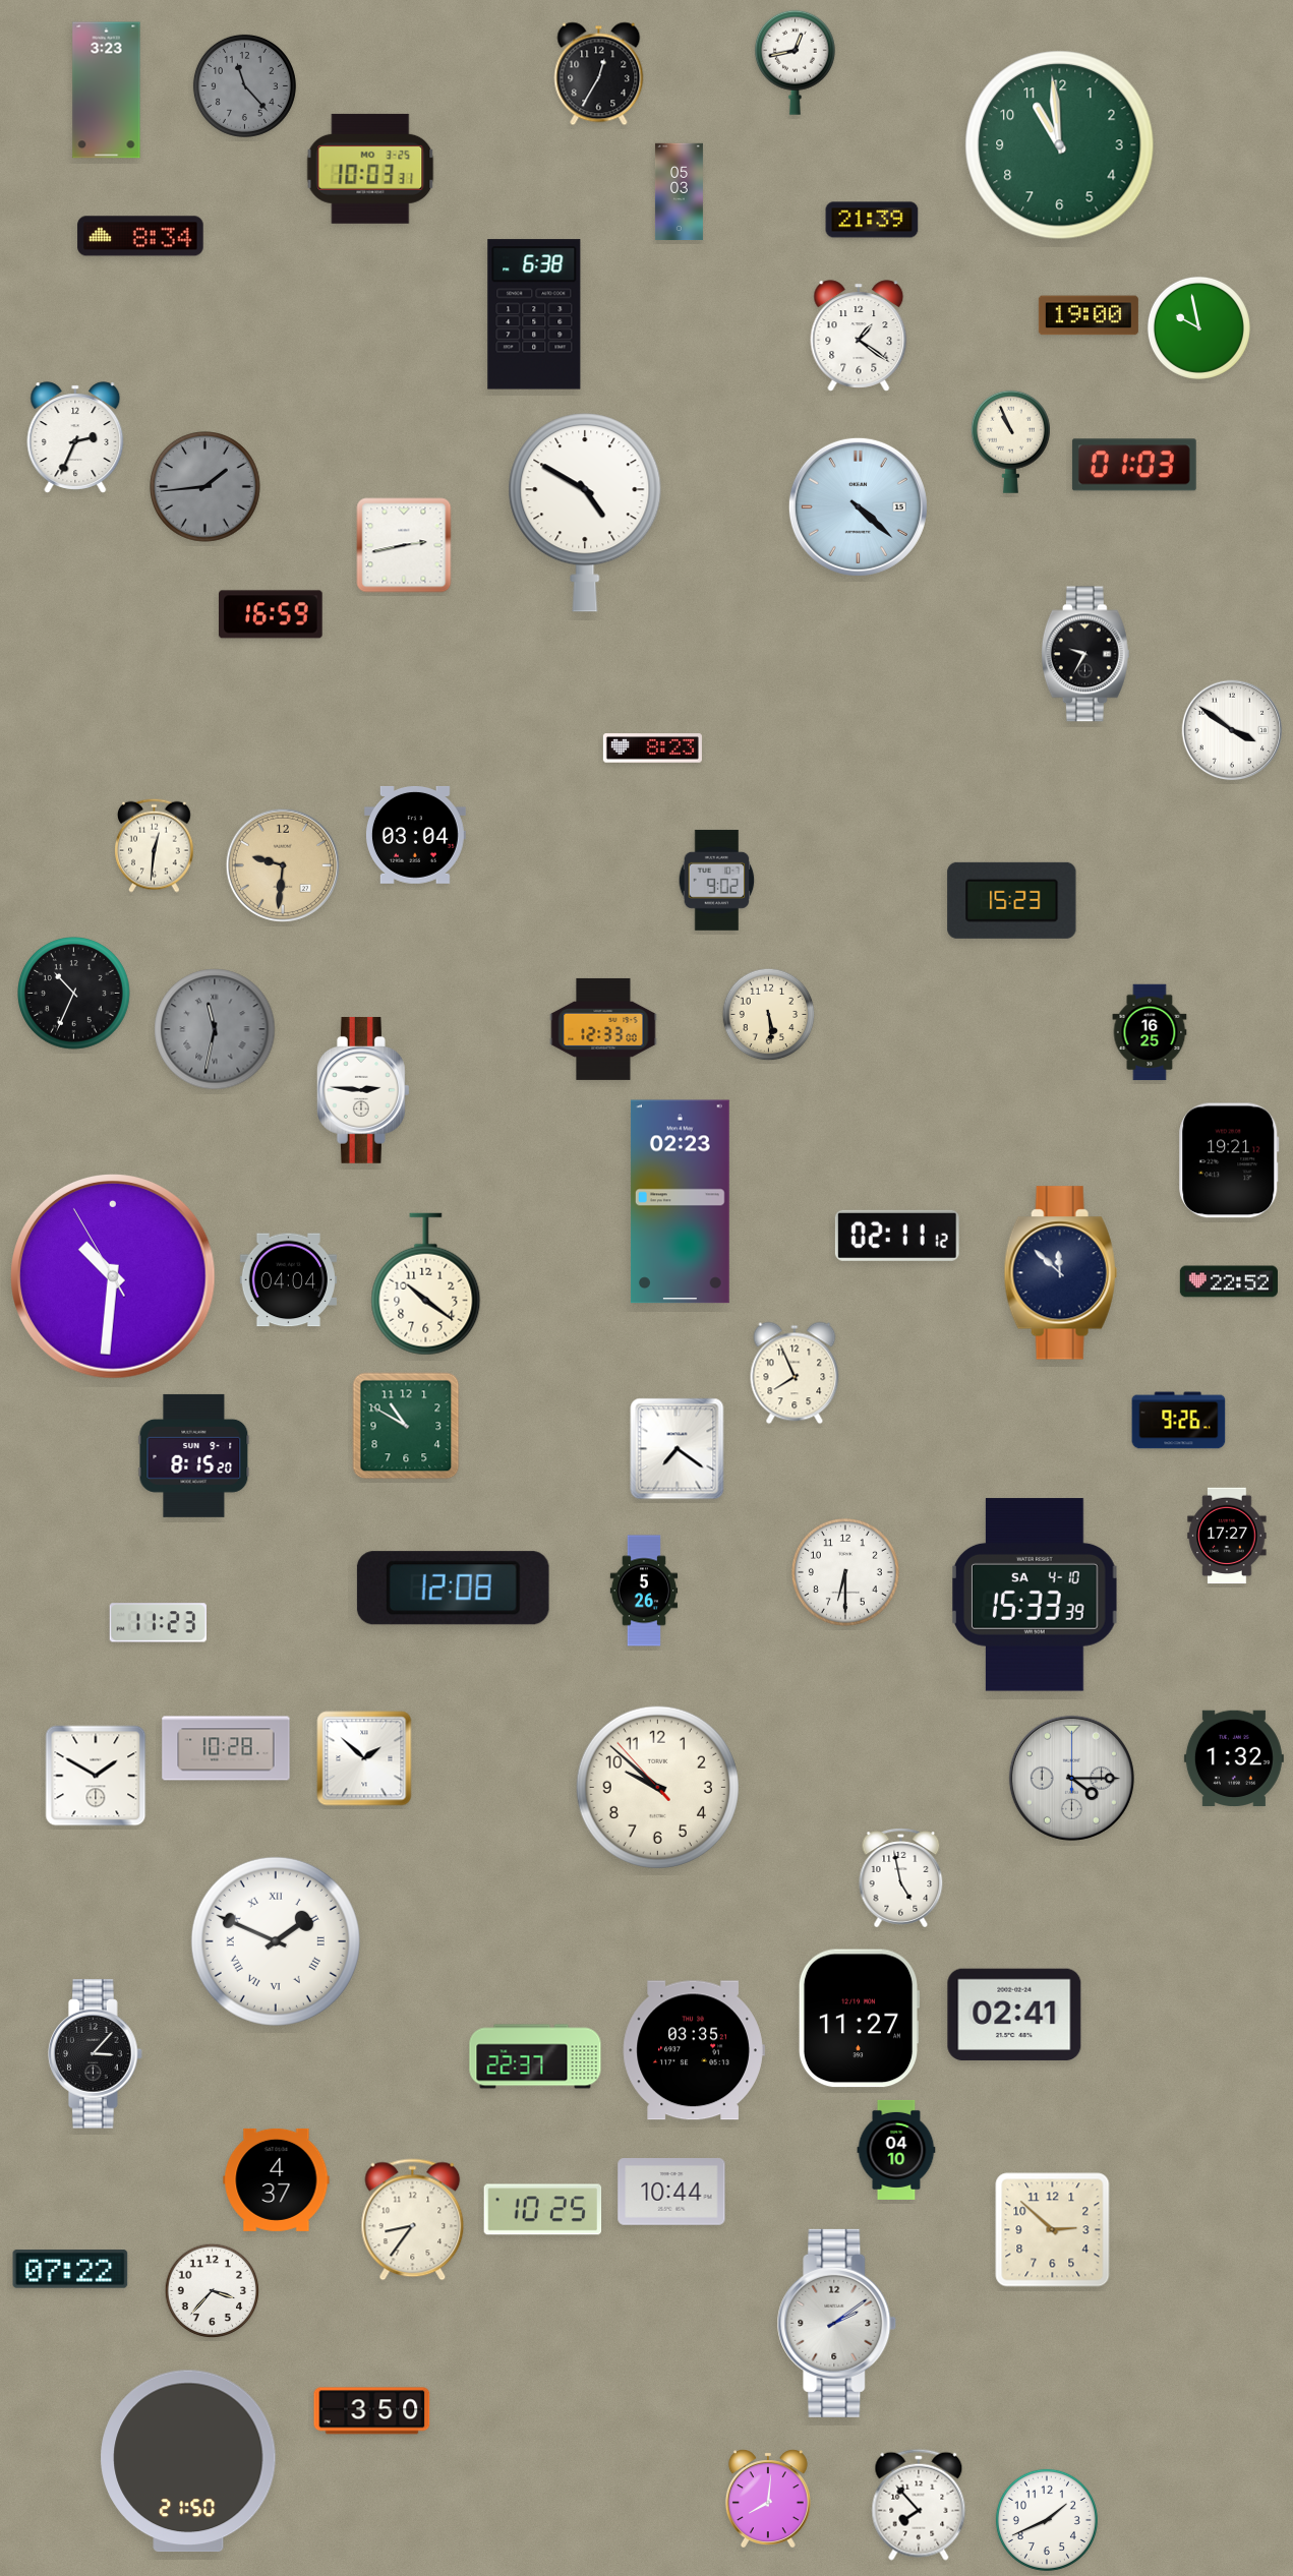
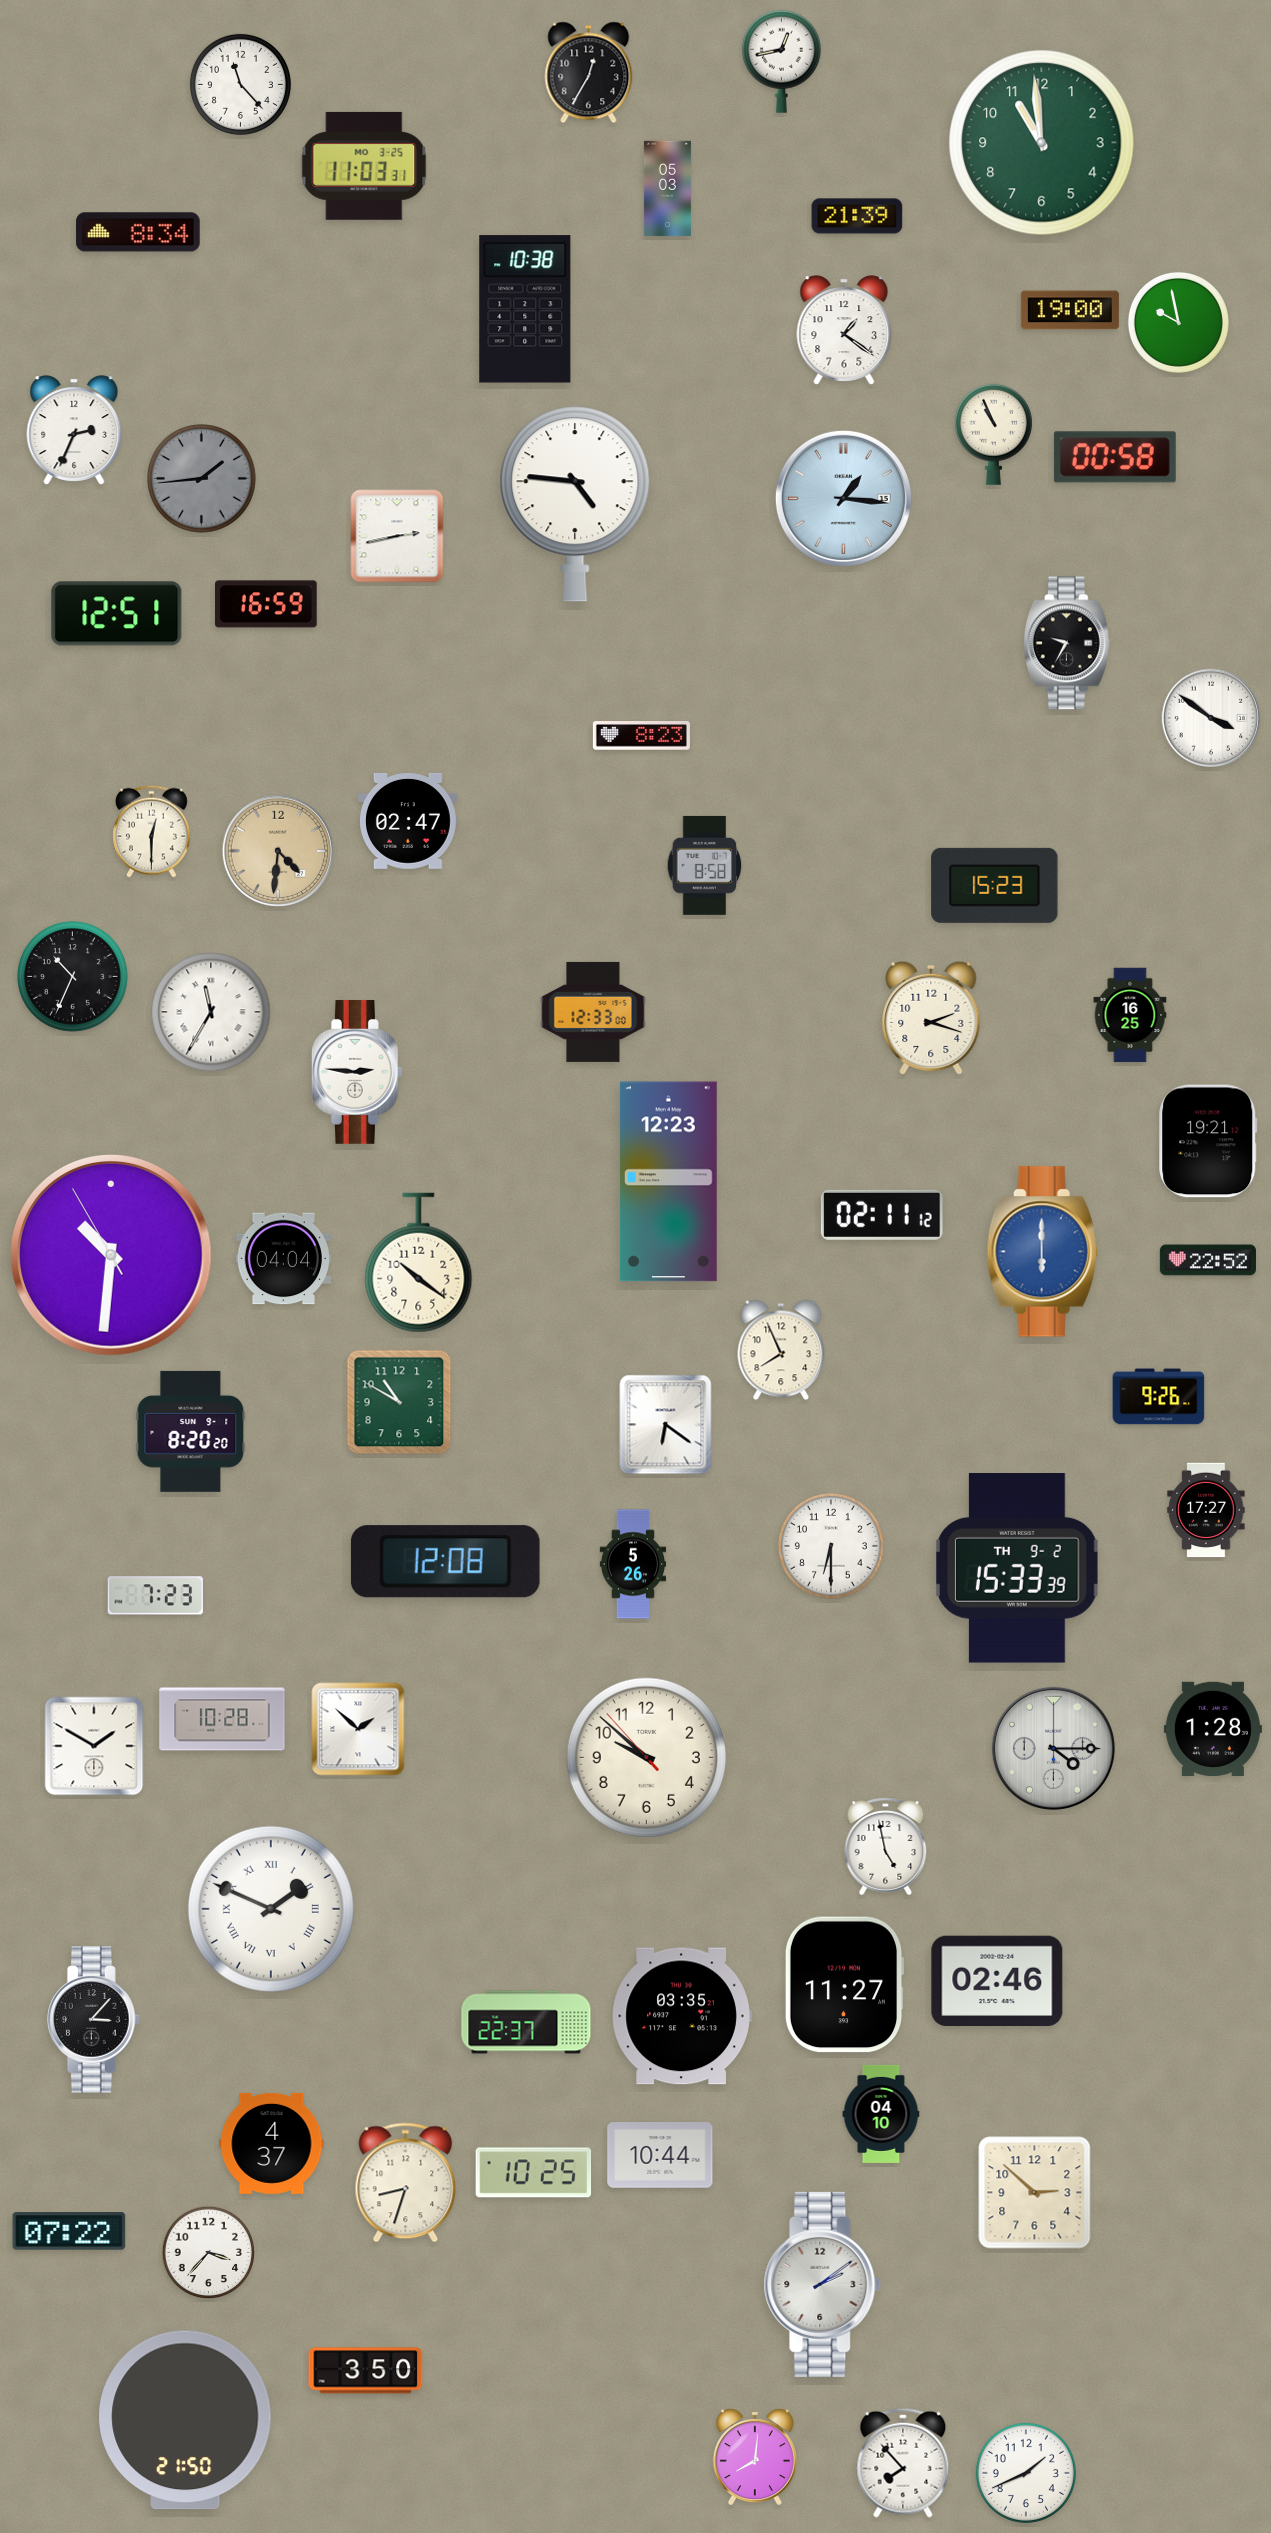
clock at (244, 85) dial: grey -> white
clock at (107, 91): 3:23 -> none
clock at (370, 169): 10:03 -> 11:03
clock at (534, 314): 6:38 -> 10:38
clock at (1134, 465): 01:03 -> 00:58
clock at (858, 506): 4:22 -> 1:16
clock at (585, 513): 4:50 -> 4:46
clock at (117, 614): none -> 12:51
clock at (415, 835): 03:04 -> 02:47
clock at (155, 845): 12:31 -> 12:30
clock at (283, 865): 9:31 -> 4:31
clock at (717, 880): 9:02 -> 8:58
clock at (769, 1015): 5:29 -> none
clock at (215, 1029): 11:32 -> 11:35
clock at (215, 1029) dial: grey -> white
clock at (931, 1018): none -> 2:18
clock at (680, 1202): 02:23 -> 12:23
clock at (1060, 1273): 11:52 -> 6:00
clock at (1060, 1273) dial: navy -> blue
clock at (678, 1449): 7:21 -> 6:21
clock at (194, 1455): 8:15 -> 8:20
clock at (1035, 1595) date: SA 4-10 -> TH 9-2
clock at (158, 1623): 11:23 -> 7:23
clock at (1234, 1757): 1:32 -> 1:28
clock at (1014, 2014): 02:41 -> 02:46
clock at (413, 2220): 8:36 -> 8:33
clock at (1047, 2520) position: (1047, 2520) -> (1026, 2473)
